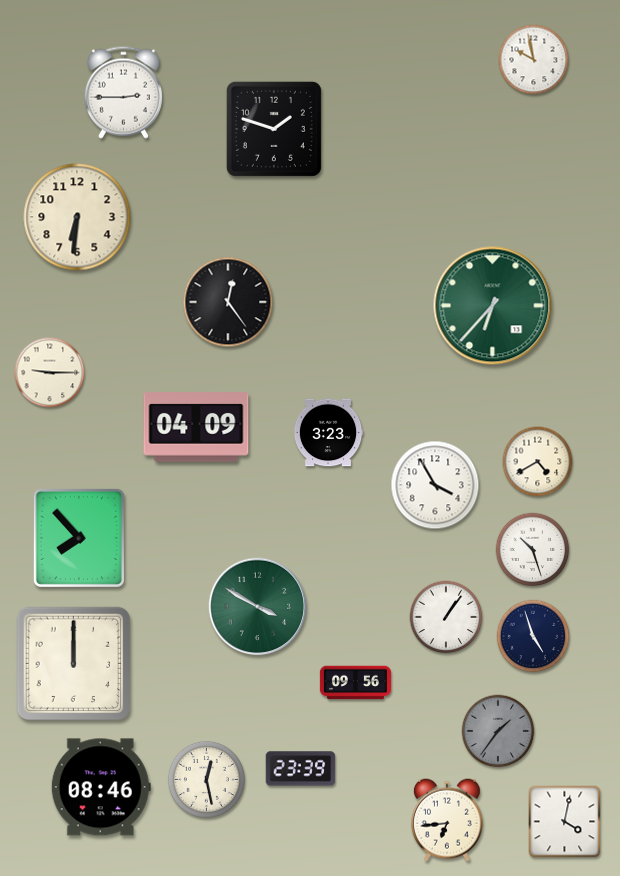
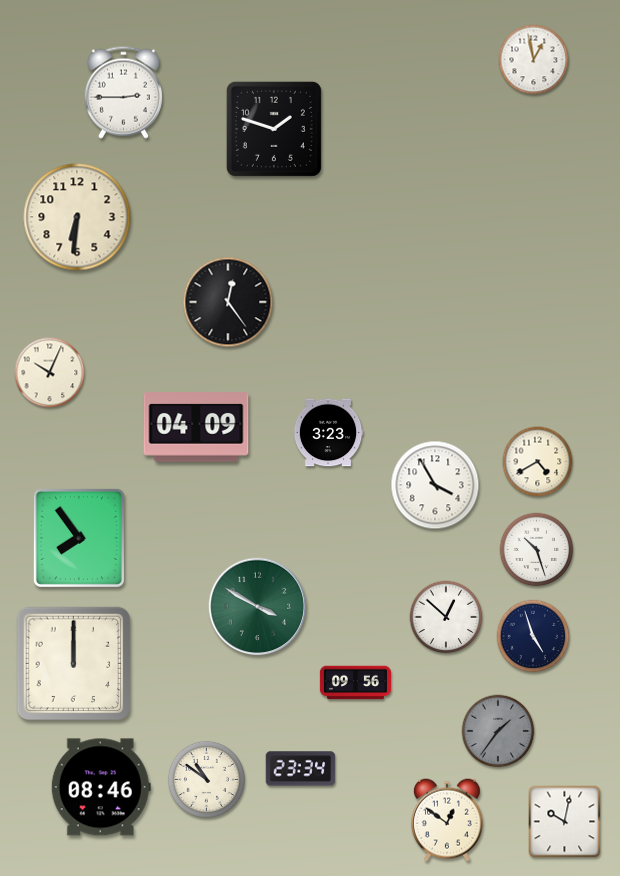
clock at (534, 60): 9:58 -> 12:58
clock at (493, 306): 6:37 -> none
clock at (50, 373): 9:15 -> 10:04
clock at (79, 538): 7:53 -> 7:54
clock at (533, 550) position: (533, 550) -> (537, 550)
clock at (446, 617): 1:06 -> 12:52
clock at (301, 769): 23:39 -> 23:34
clock at (206, 779): 12:28 -> 10:51
clock at (447, 820): 6:44 -> 12:51
clock at (565, 822): 4:02 -> 10:02
